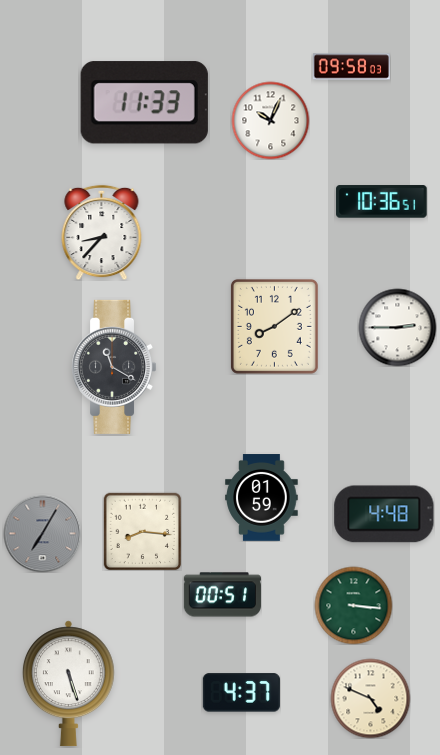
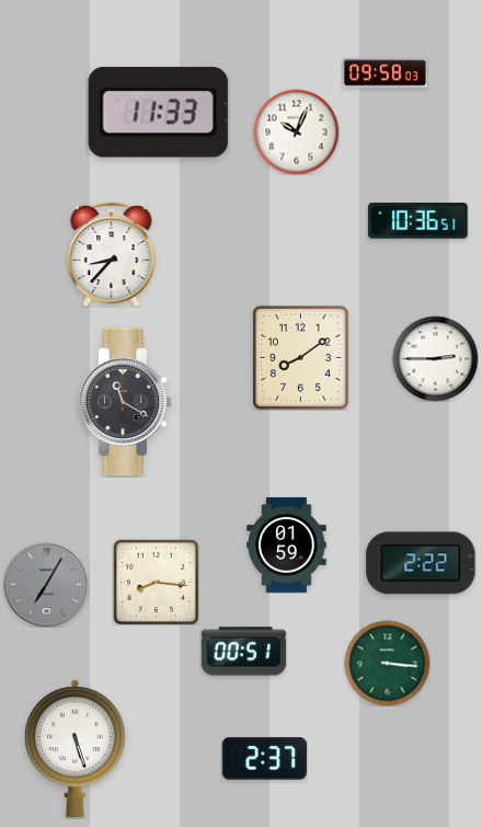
clock at (384, 514): 4:48 -> 2:22
clock at (241, 693): 4:37 -> 2:37
clock at (370, 698): 4:49 -> none
